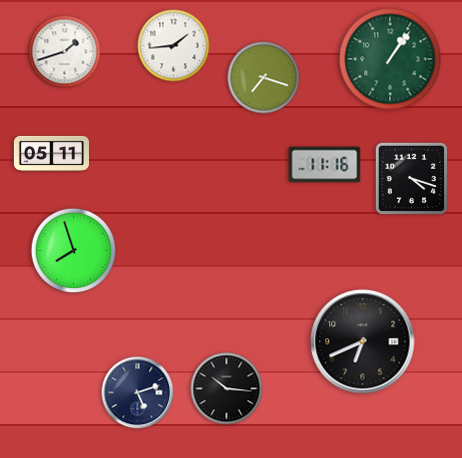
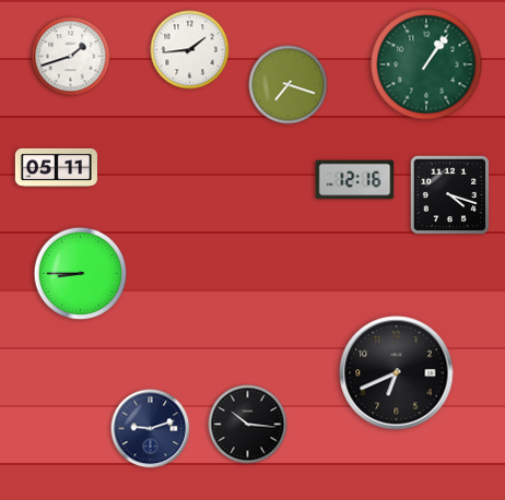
clock at (325, 165): 11:16 -> 12:16
clock at (74, 251): 7:57 -> 8:45
clock at (138, 393): 5:12 -> 9:12
